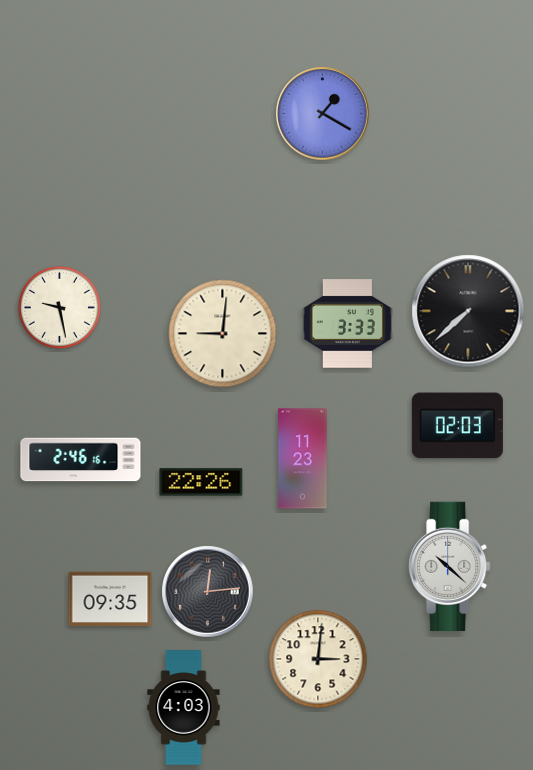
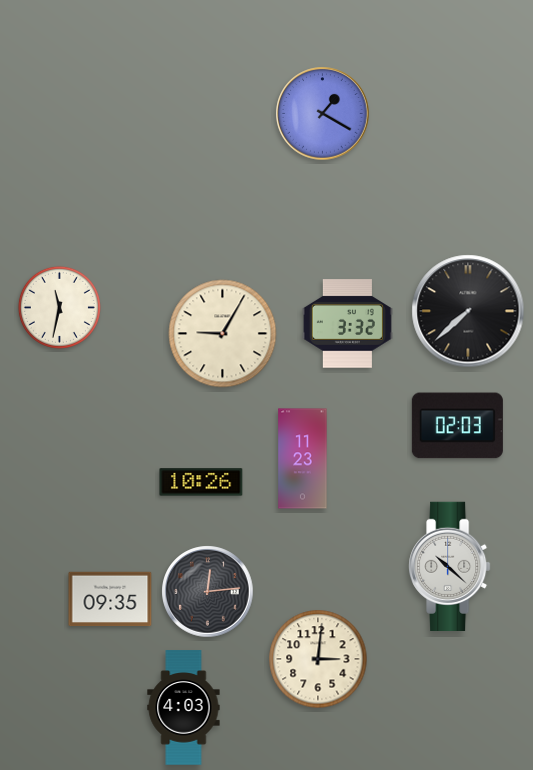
clock at (59, 307): 9:28 -> 11:32
clock at (347, 324): 3:33 -> 3:32
clock at (223, 334): 9:01 -> 9:05
clock at (81, 460): 2:46 -> none
clock at (201, 482): 22:26 -> 10:26
